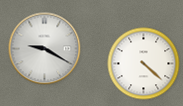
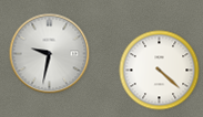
clock at (45, 49): 9:20 -> 9:32
